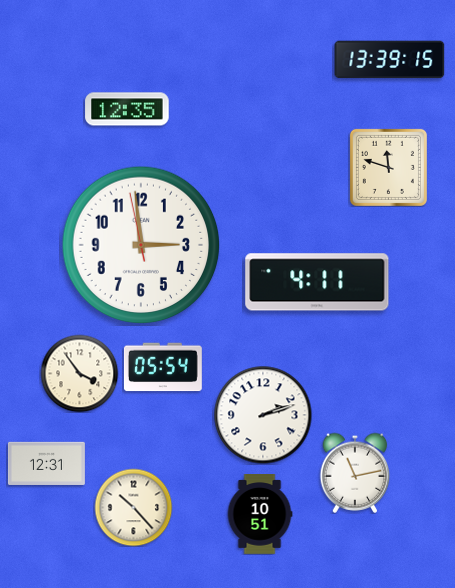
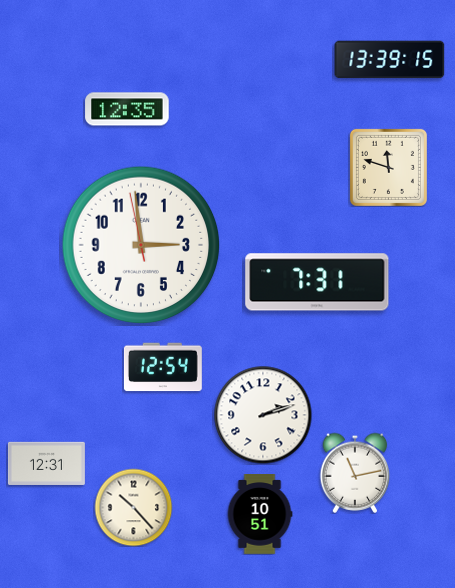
clock at (317, 282): 4:11 -> 7:31
clock at (163, 367): 05:54 -> 12:54
clock at (79, 373): 3:54 -> none
